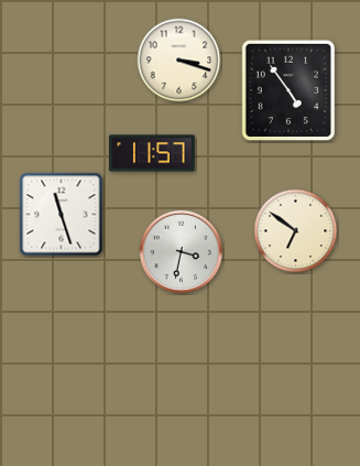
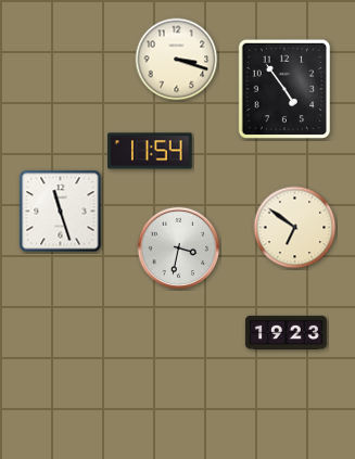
clock at (152, 153): 11:57 -> 11:54
clock at (296, 231) position: (296, 231) -> (295, 228)
clock at (286, 332): none -> 19:23
